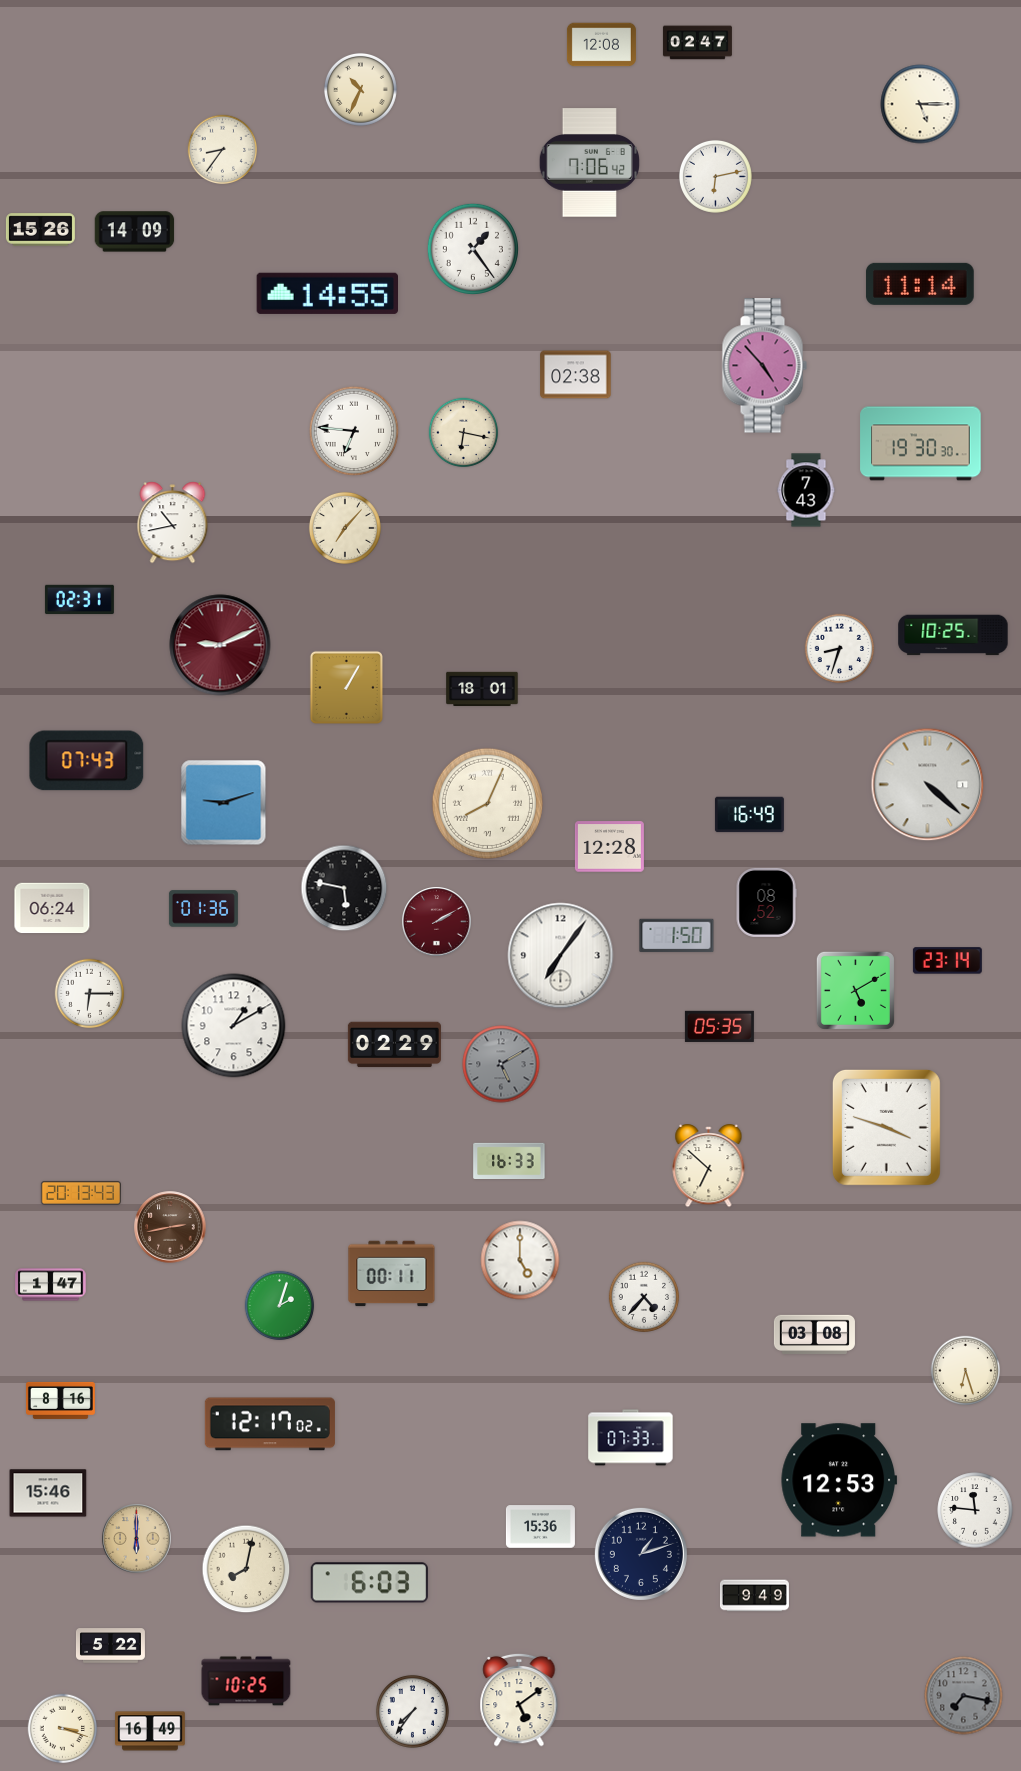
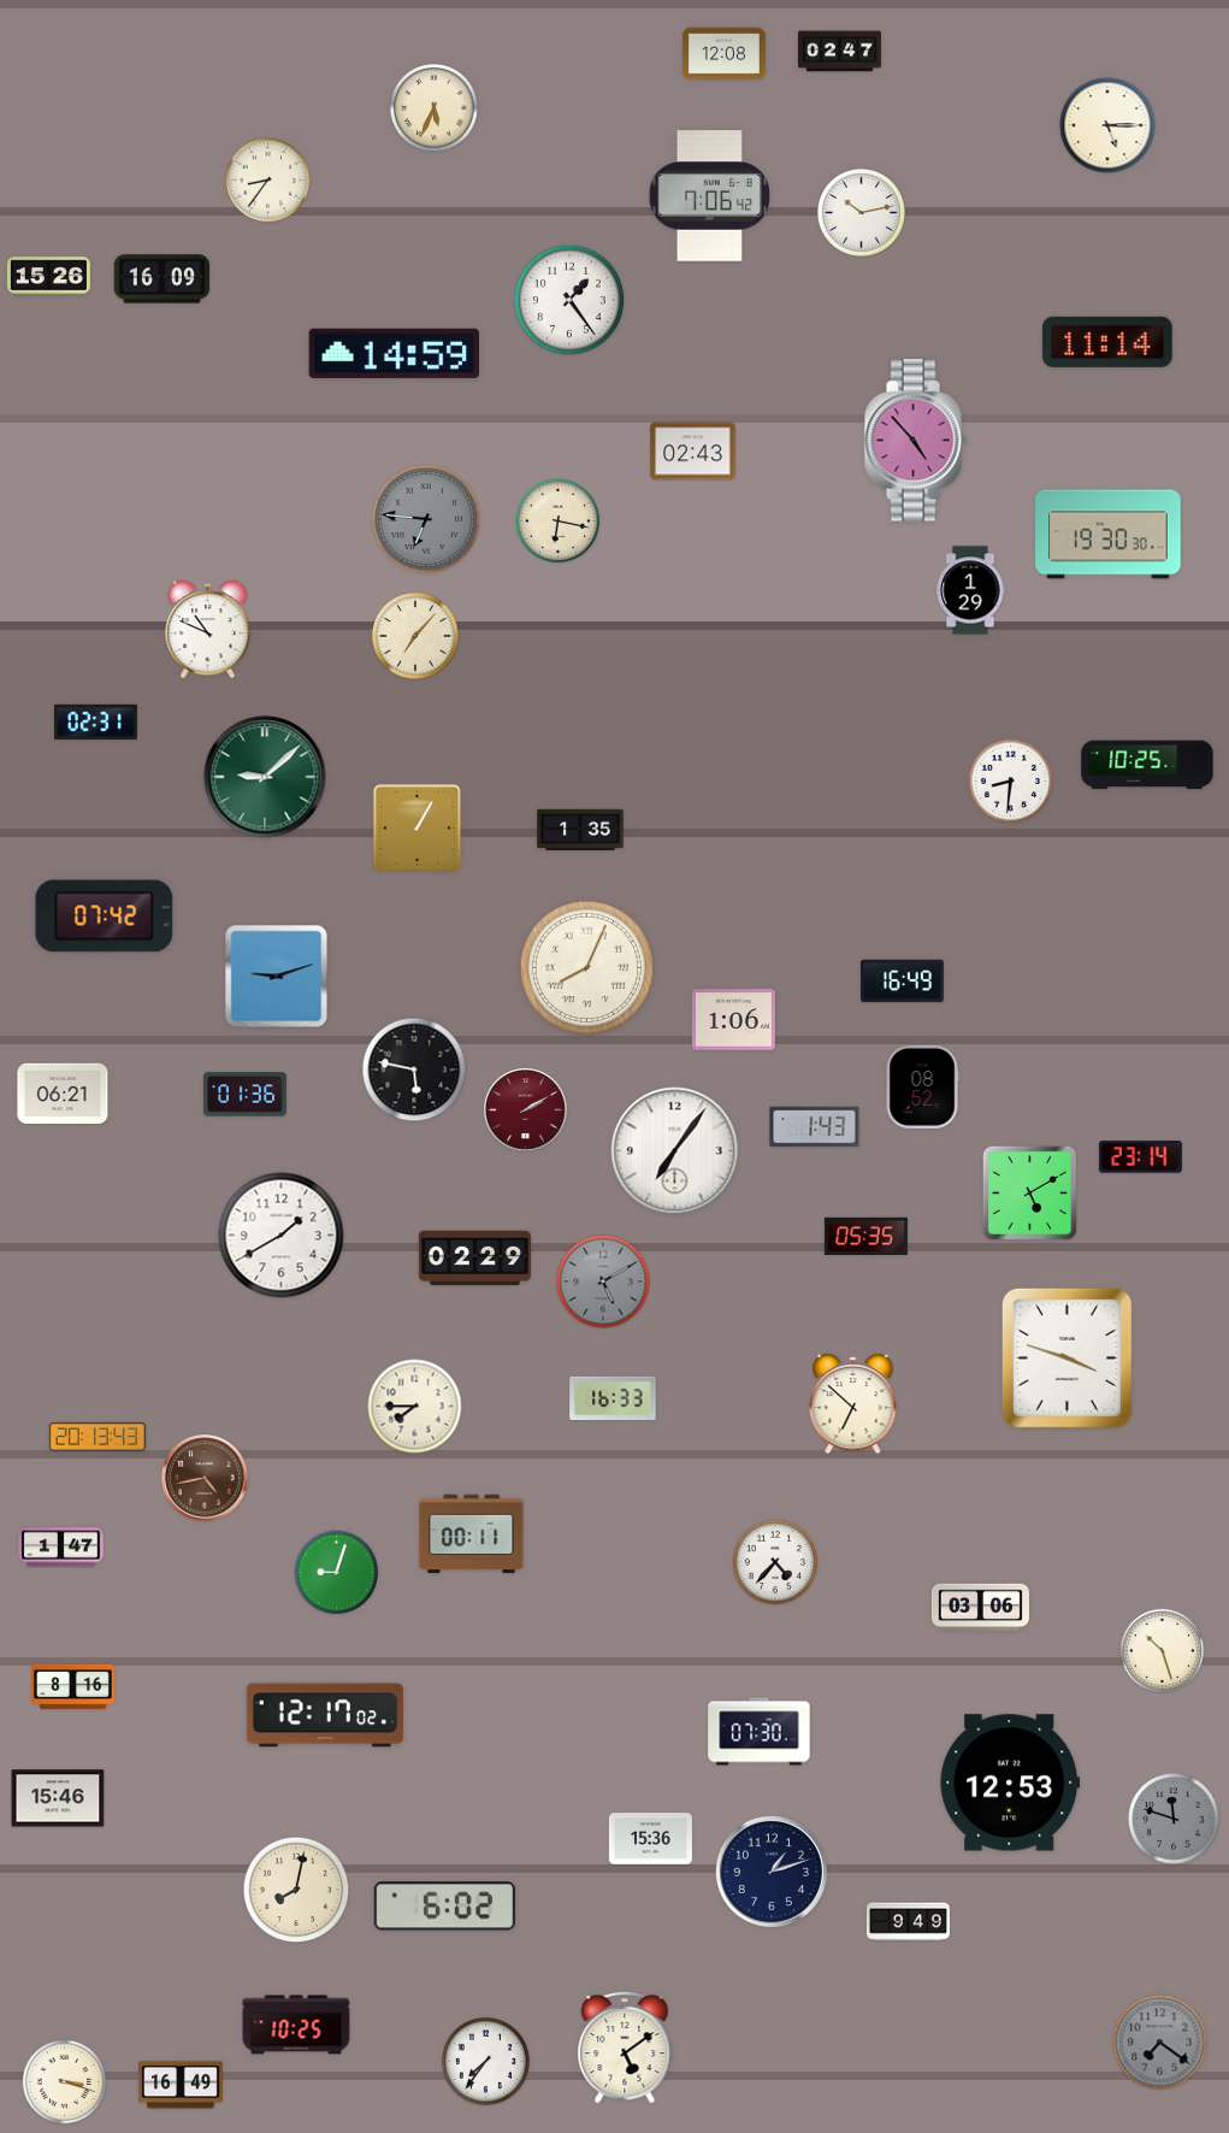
clock at (360, 89): 10:34 -> 5:34
clock at (715, 176): 6:13 -> 10:13
clock at (135, 232): 14:09 -> 16:09
clock at (327, 293): 14:55 -> 14:59
clock at (764, 366) position: (764, 366) -> (915, 441)
clock at (576, 375): 02:38 -> 02:43
clock at (354, 431) dial: white -> grey
clock at (806, 490): 7:43 -> 1:29
clock at (173, 523): 10:43 -> 10:49
clock at (220, 645): 9:11 -> 9:08
clock at (220, 645) dial: burgundy -> green
clock at (840, 649): 8:33 -> 8:31
clock at (482, 689): 18:01 -> 1:35
clock at (87, 761): 07:43 -> 07:42
clock at (928, 785): 4:22 -> none
clock at (224, 803) position: (224, 803) -> (277, 977)
clock at (609, 847): 12:28 -> 1:06
clock at (52, 908): 06:24 -> 06:21
clock at (677, 936): 1:50 -> 1:43
clock at (90, 994): 6:15 -> none
clock at (234, 1026): 1:10 -> 1:40
clock at (415, 1407): none -> 7:45
clock at (170, 1227): 2:43 -> 4:43
clock at (520, 1260): 5:00 -> none
clock at (280, 1306): 2:03 -> 9:03
clock at (814, 1334): 03:08 -> 03:06
clock at (966, 1371): 6:27 -> 10:27
clock at (631, 1438): 07:33 -> 07:30
clock at (975, 1510): 11:46 -> 11:48
clock at (975, 1510) dial: white -> grey
clock at (137, 1539): 6:00 -> none
clock at (369, 1583): 6:03 -> 6:02
clock at (110, 1646): 5:22 -> none
clock at (964, 1696): 7:17 -> 7:21
clock at (412, 1711) position: (412, 1711) -> (485, 2061)
clock at (63, 1729) position: (63, 1729) -> (65, 2082)
